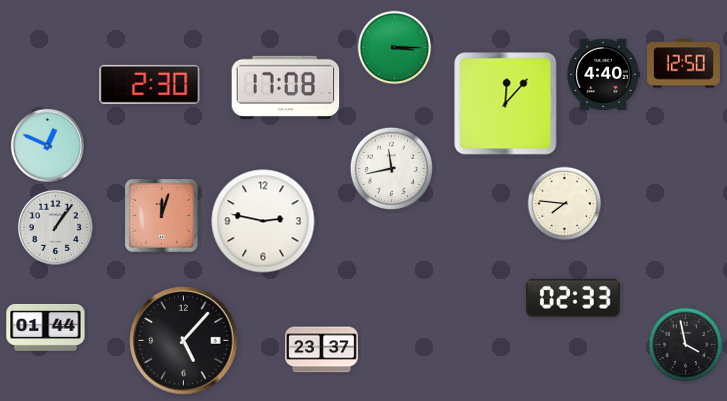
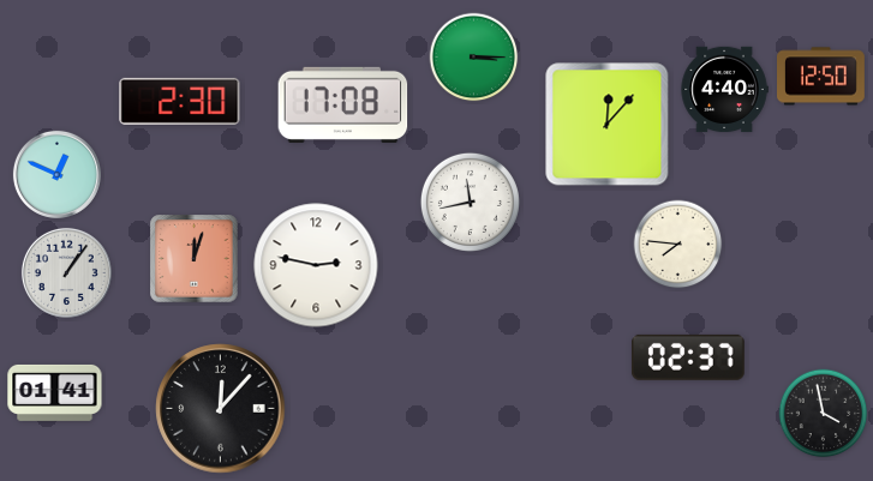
clock at (573, 298): 02:33 -> 02:37
clock at (46, 327): 01:44 -> 01:41
clock at (184, 341): 5:07 -> 12:07
clock at (322, 350): 23:37 -> none
